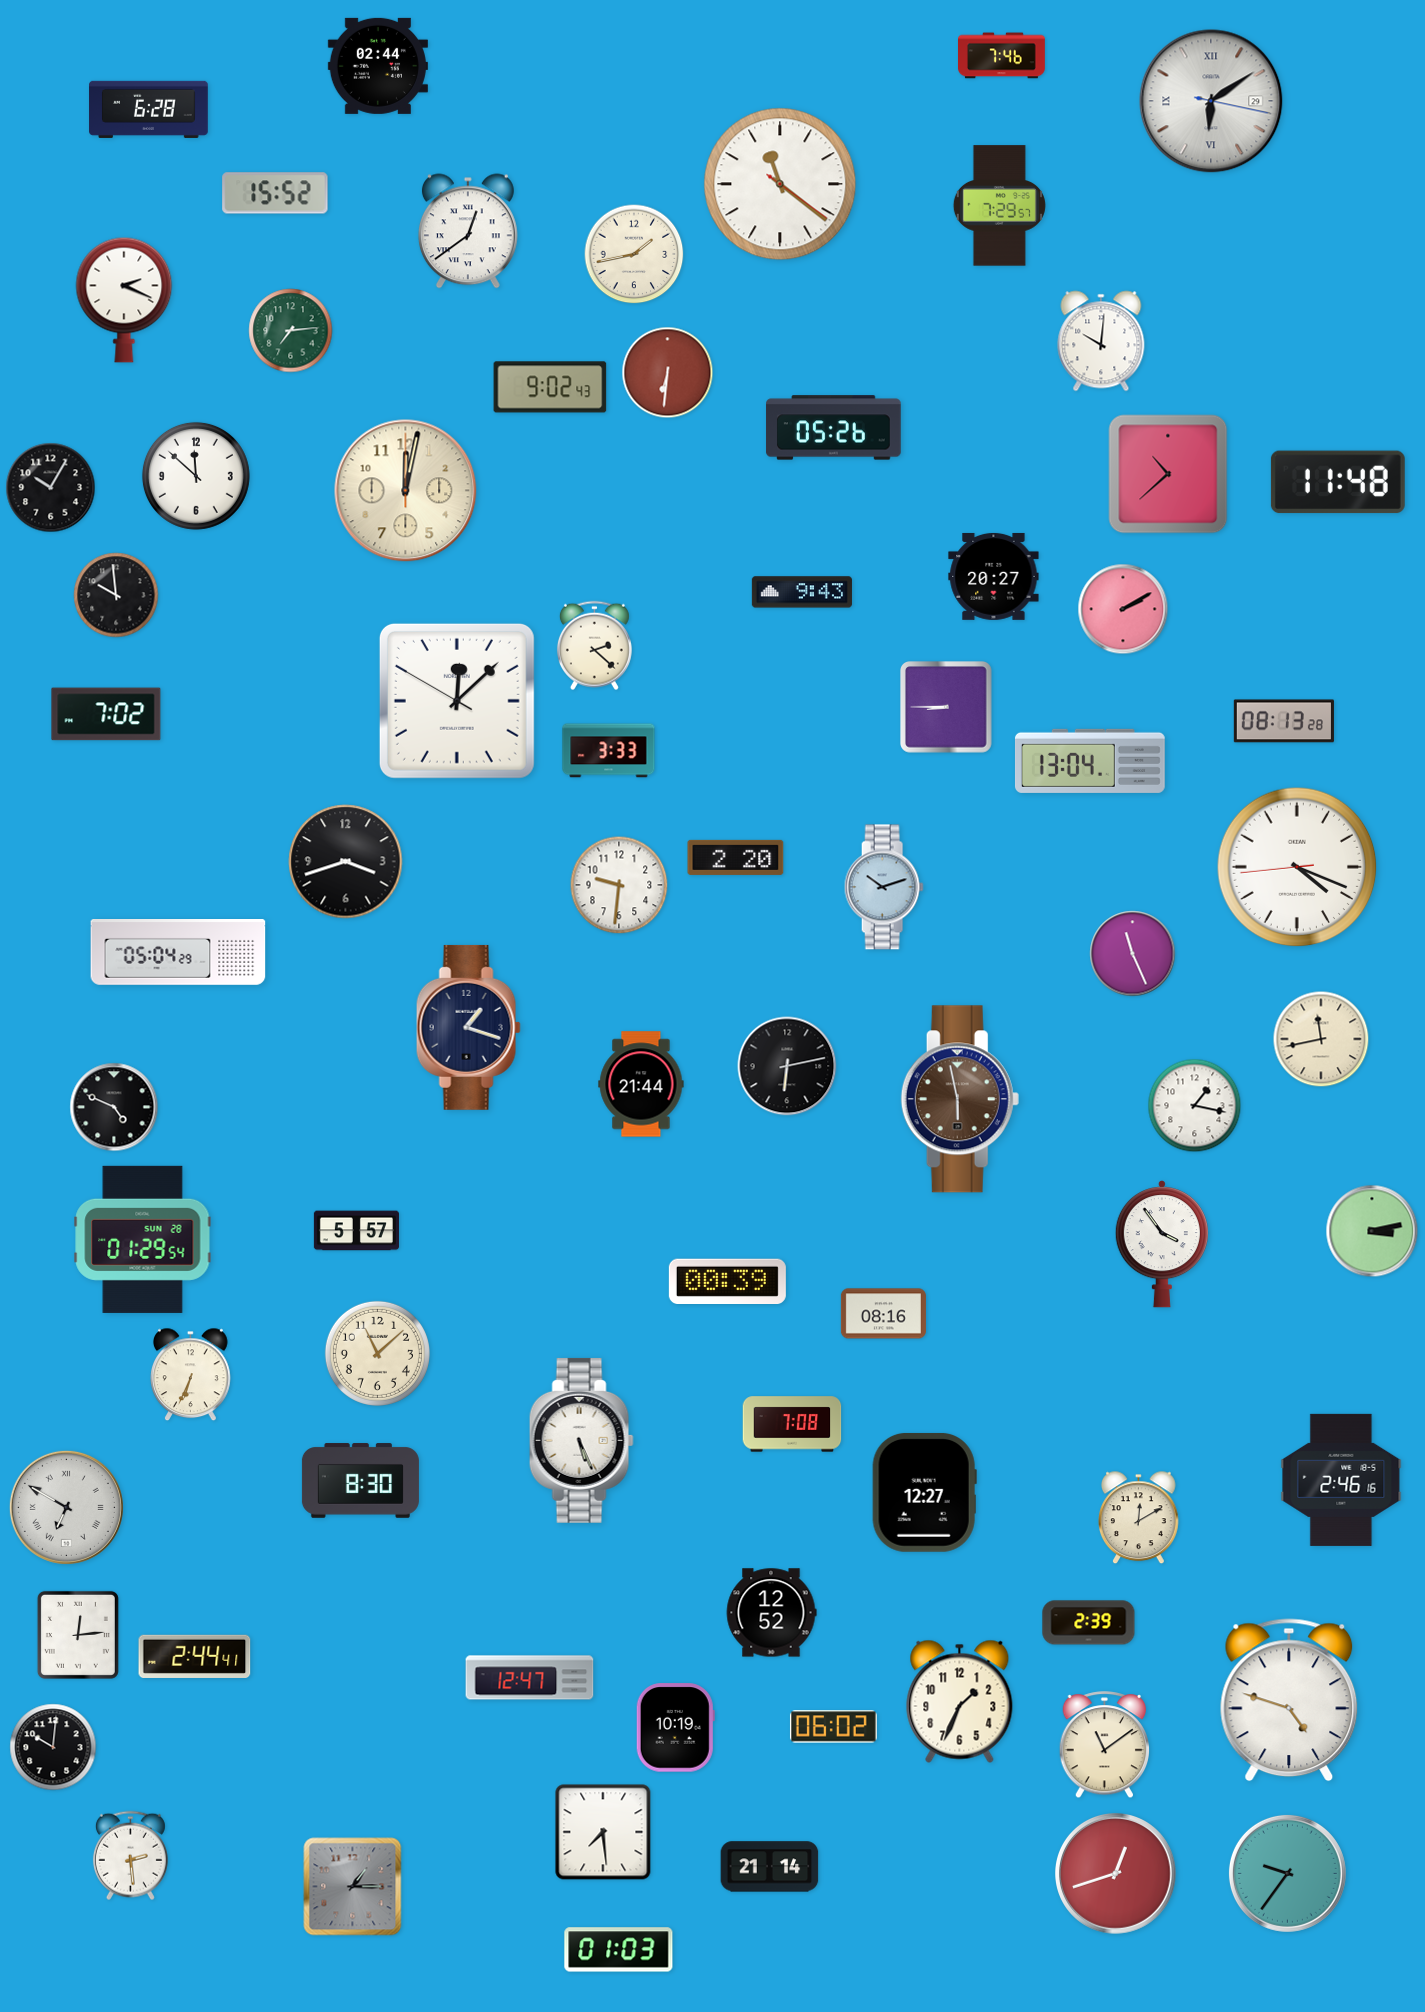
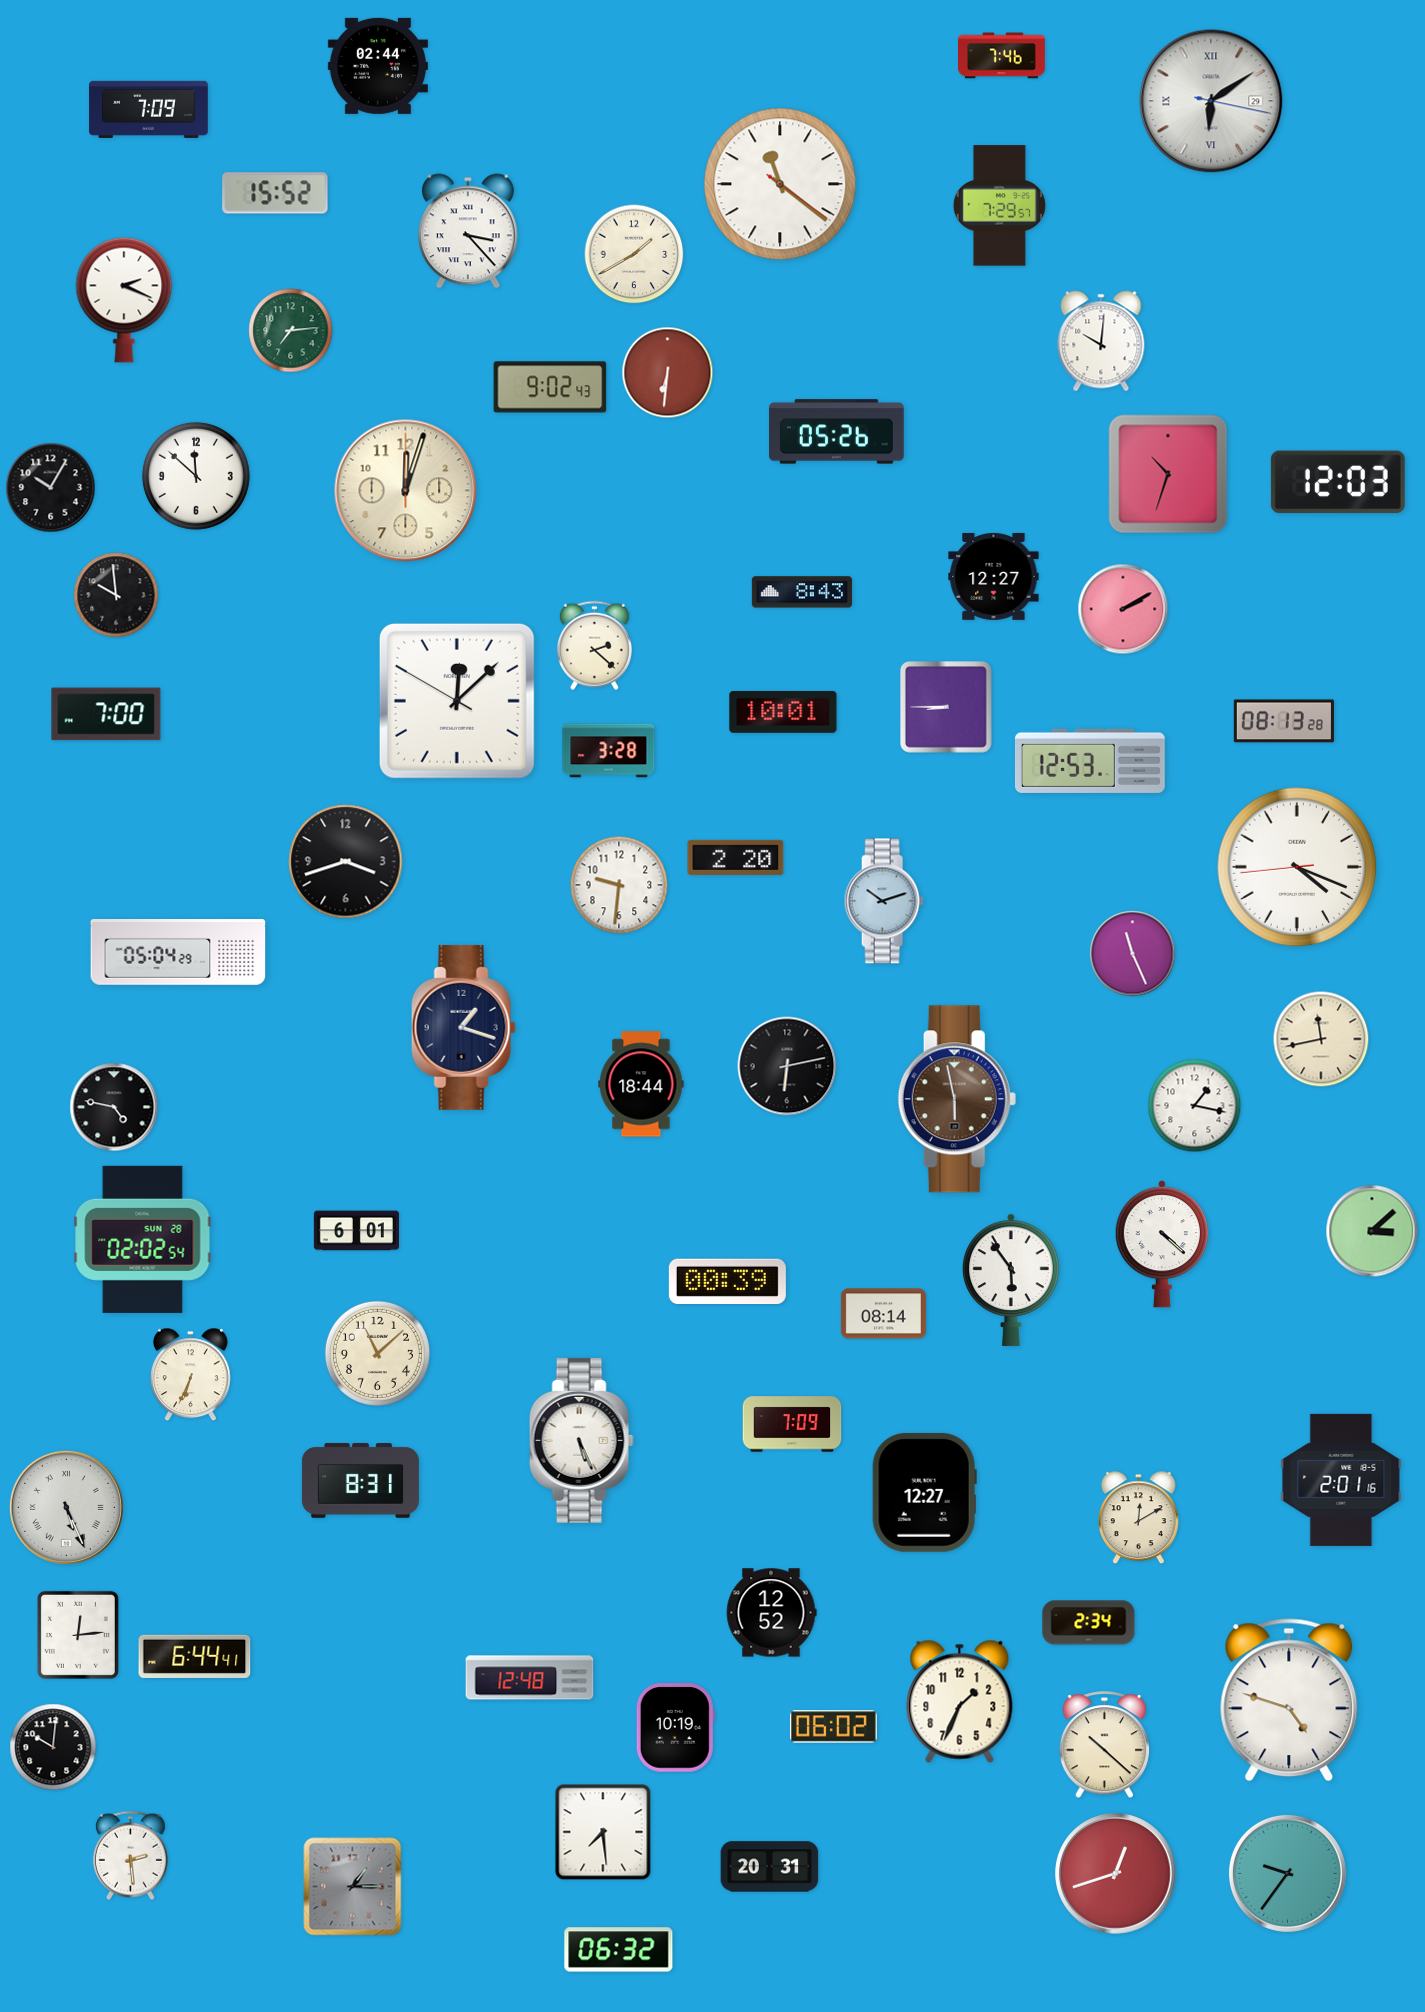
clock at (149, 109): 6:28 -> 7:09
clock at (468, 231): 12:39 -> 3:23
clock at (634, 254): 1:43 -> 1:40
clock at (834, 428) position: (834, 428) -> (837, 432)
clock at (1168, 474): 10:38 -> 10:33
clock at (1338, 482): 11:48 -> 12:03
clock at (406, 491): 12:02 -> 12:03
clock at (994, 576): 20:27 -> 12:27
clock at (802, 592): 9:43 -> 8:43
clock at (783, 712): none -> 10:01
clock at (106, 714): 7:02 -> 7:00
clock at (609, 751): 3:33 -> 3:28
clock at (1090, 761): 13:04 -> 12:53
clock at (884, 887) position: (884, 887) -> (884, 901)
clock at (468, 1027) position: (468, 1027) -> (463, 1027)
clock at (641, 1084): 21:44 -> 18:44
clock at (960, 1099) position: (960, 1099) -> (957, 1099)
clock at (114, 1107): 4:49 -> 4:47
clock at (356, 1231): 5:57 -> 6:01
clock at (1372, 1231): 3:13 -> 3:08
clock at (143, 1239): 01:29 -> 02:02
clock at (1162, 1245): 3:54 -> 4:22
clock at (1012, 1280): none -> 5:54
clock at (883, 1314): 08:16 -> 08:14
clock at (792, 1424): 7:08 -> 7:09
clock at (1341, 1480): 2:46 -> 2:01
clock at (360, 1481): 8:30 -> 8:31
clock at (66, 1507): 6:50 -> 5:26
clock at (1089, 1623): 2:39 -> 2:34
clock at (195, 1656): 2:44 -> 6:44
clock at (530, 1678): 12:47 -> 12:48
clock at (1105, 1745): 11:09 -> 10:22
clock at (770, 1867): 21:14 -> 20:31
clock at (619, 1950): 01:03 -> 06:32
